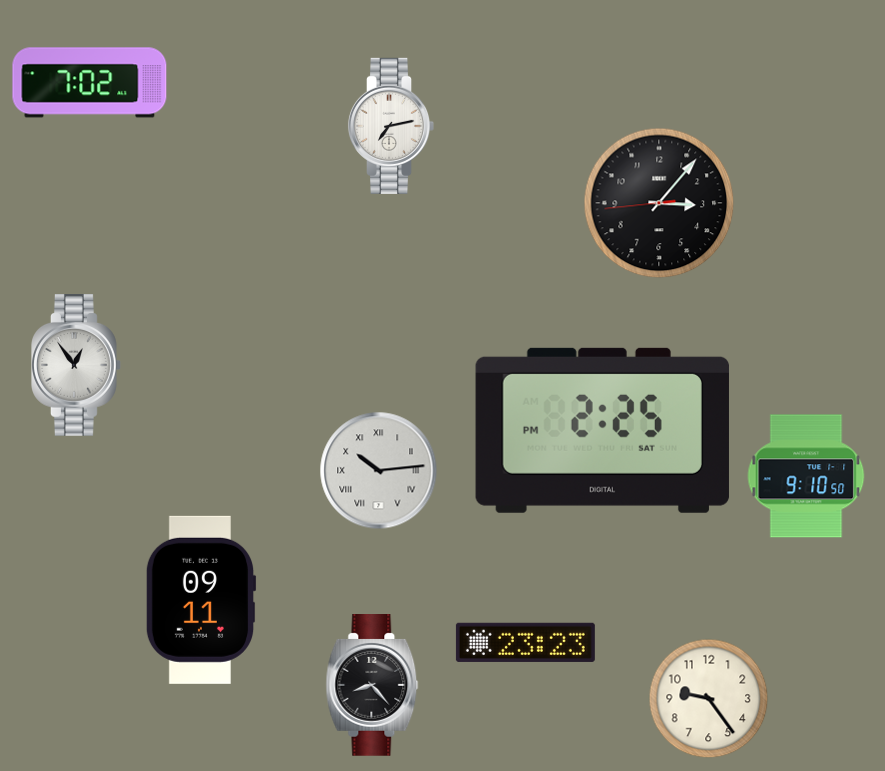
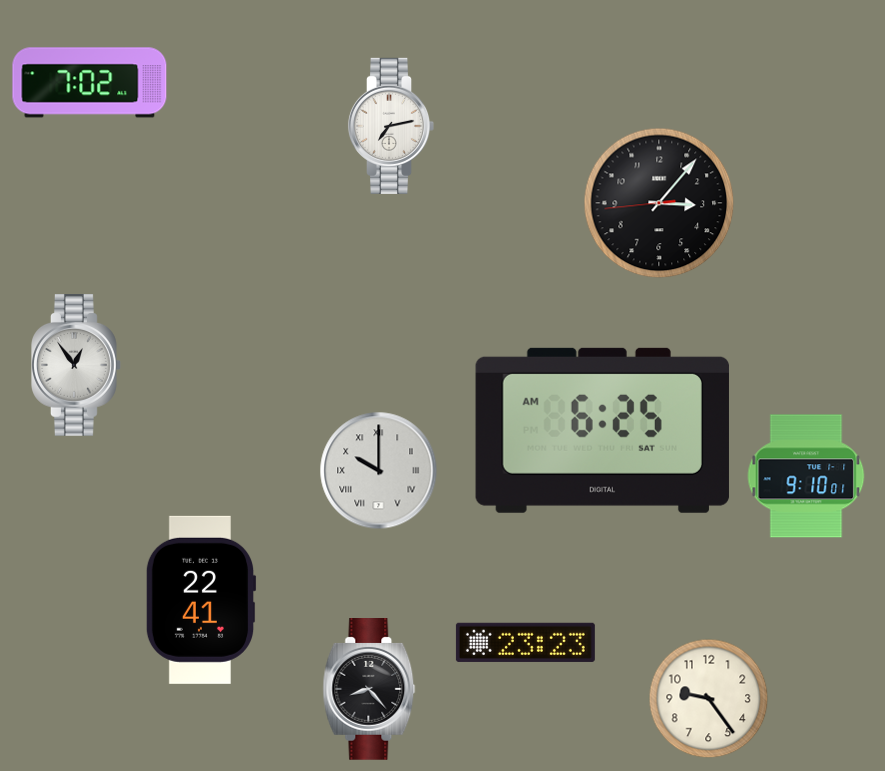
clock at (602, 430): 2:25 -> 6:25
clock at (379, 471): 10:14 -> 10:00
clock at (806, 476): 9:10:50 -> 9:10:01
clock at (201, 600): 09:11 -> 22:41
clock at (372, 686) position: (372, 686) -> (369, 690)
